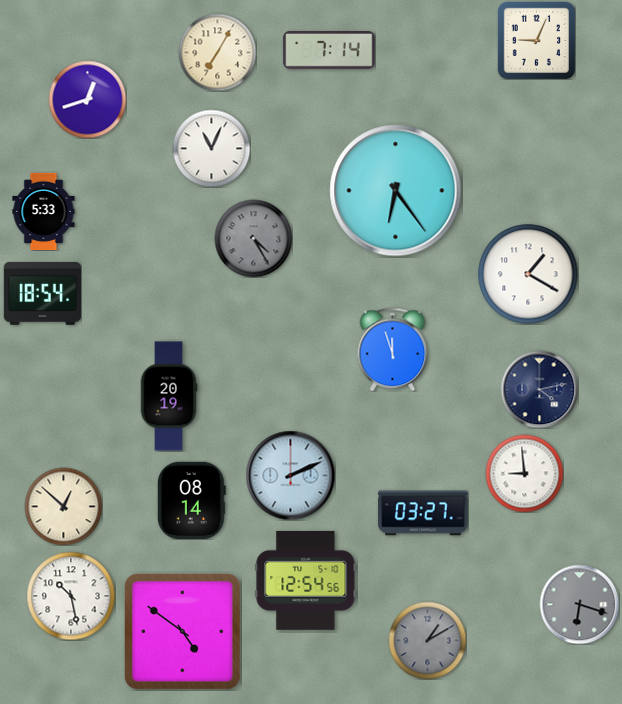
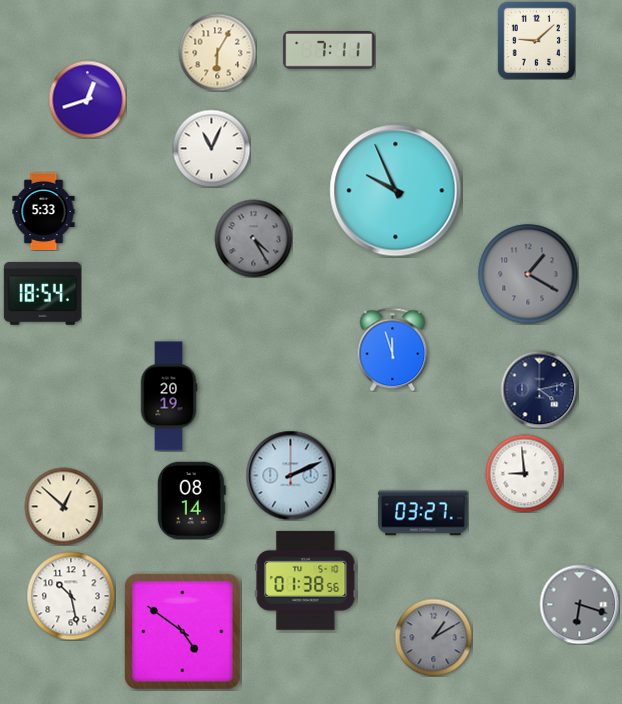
clock at (536, 40): 9:04 -> 9:08
clock at (329, 51): 7:14 -> 7:11
clock at (217, 52): 7:05 -> 6:05
clock at (396, 191): 6:24 -> 9:56
clock at (528, 274) dial: white -> grey
clock at (306, 580): 12:54 -> 01:38
clock at (427, 640) position: (427, 640) -> (433, 637)
